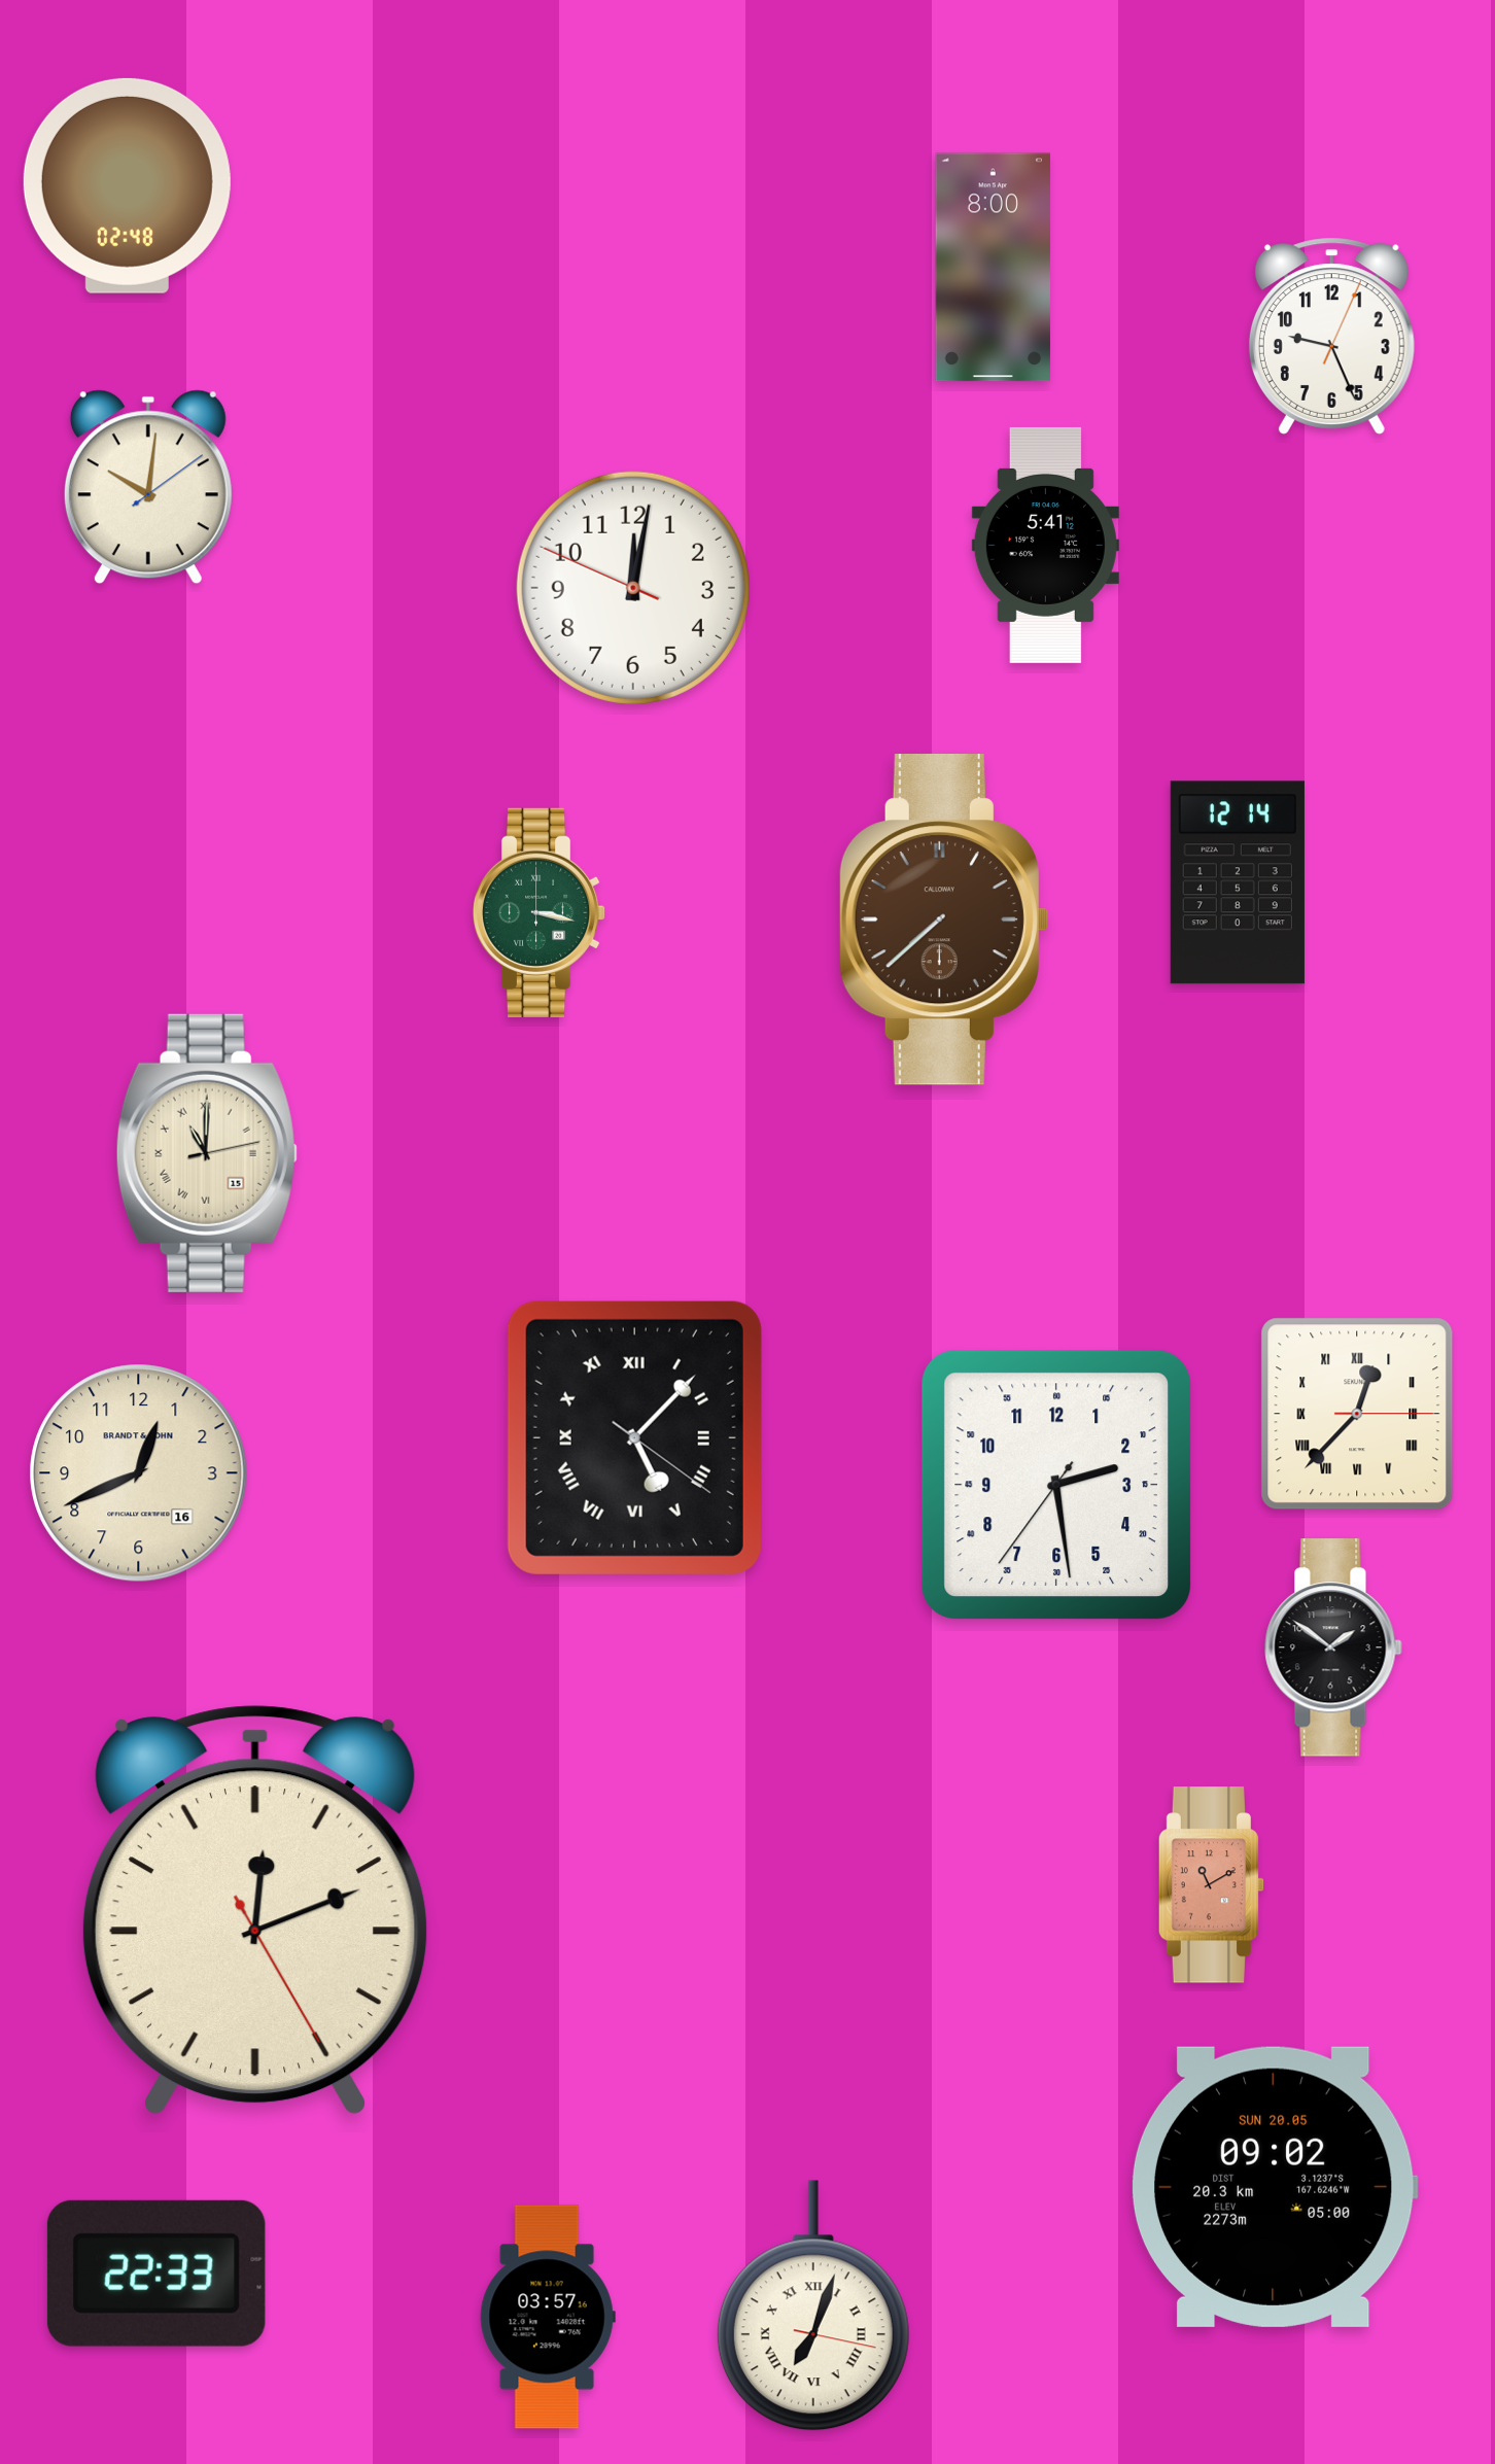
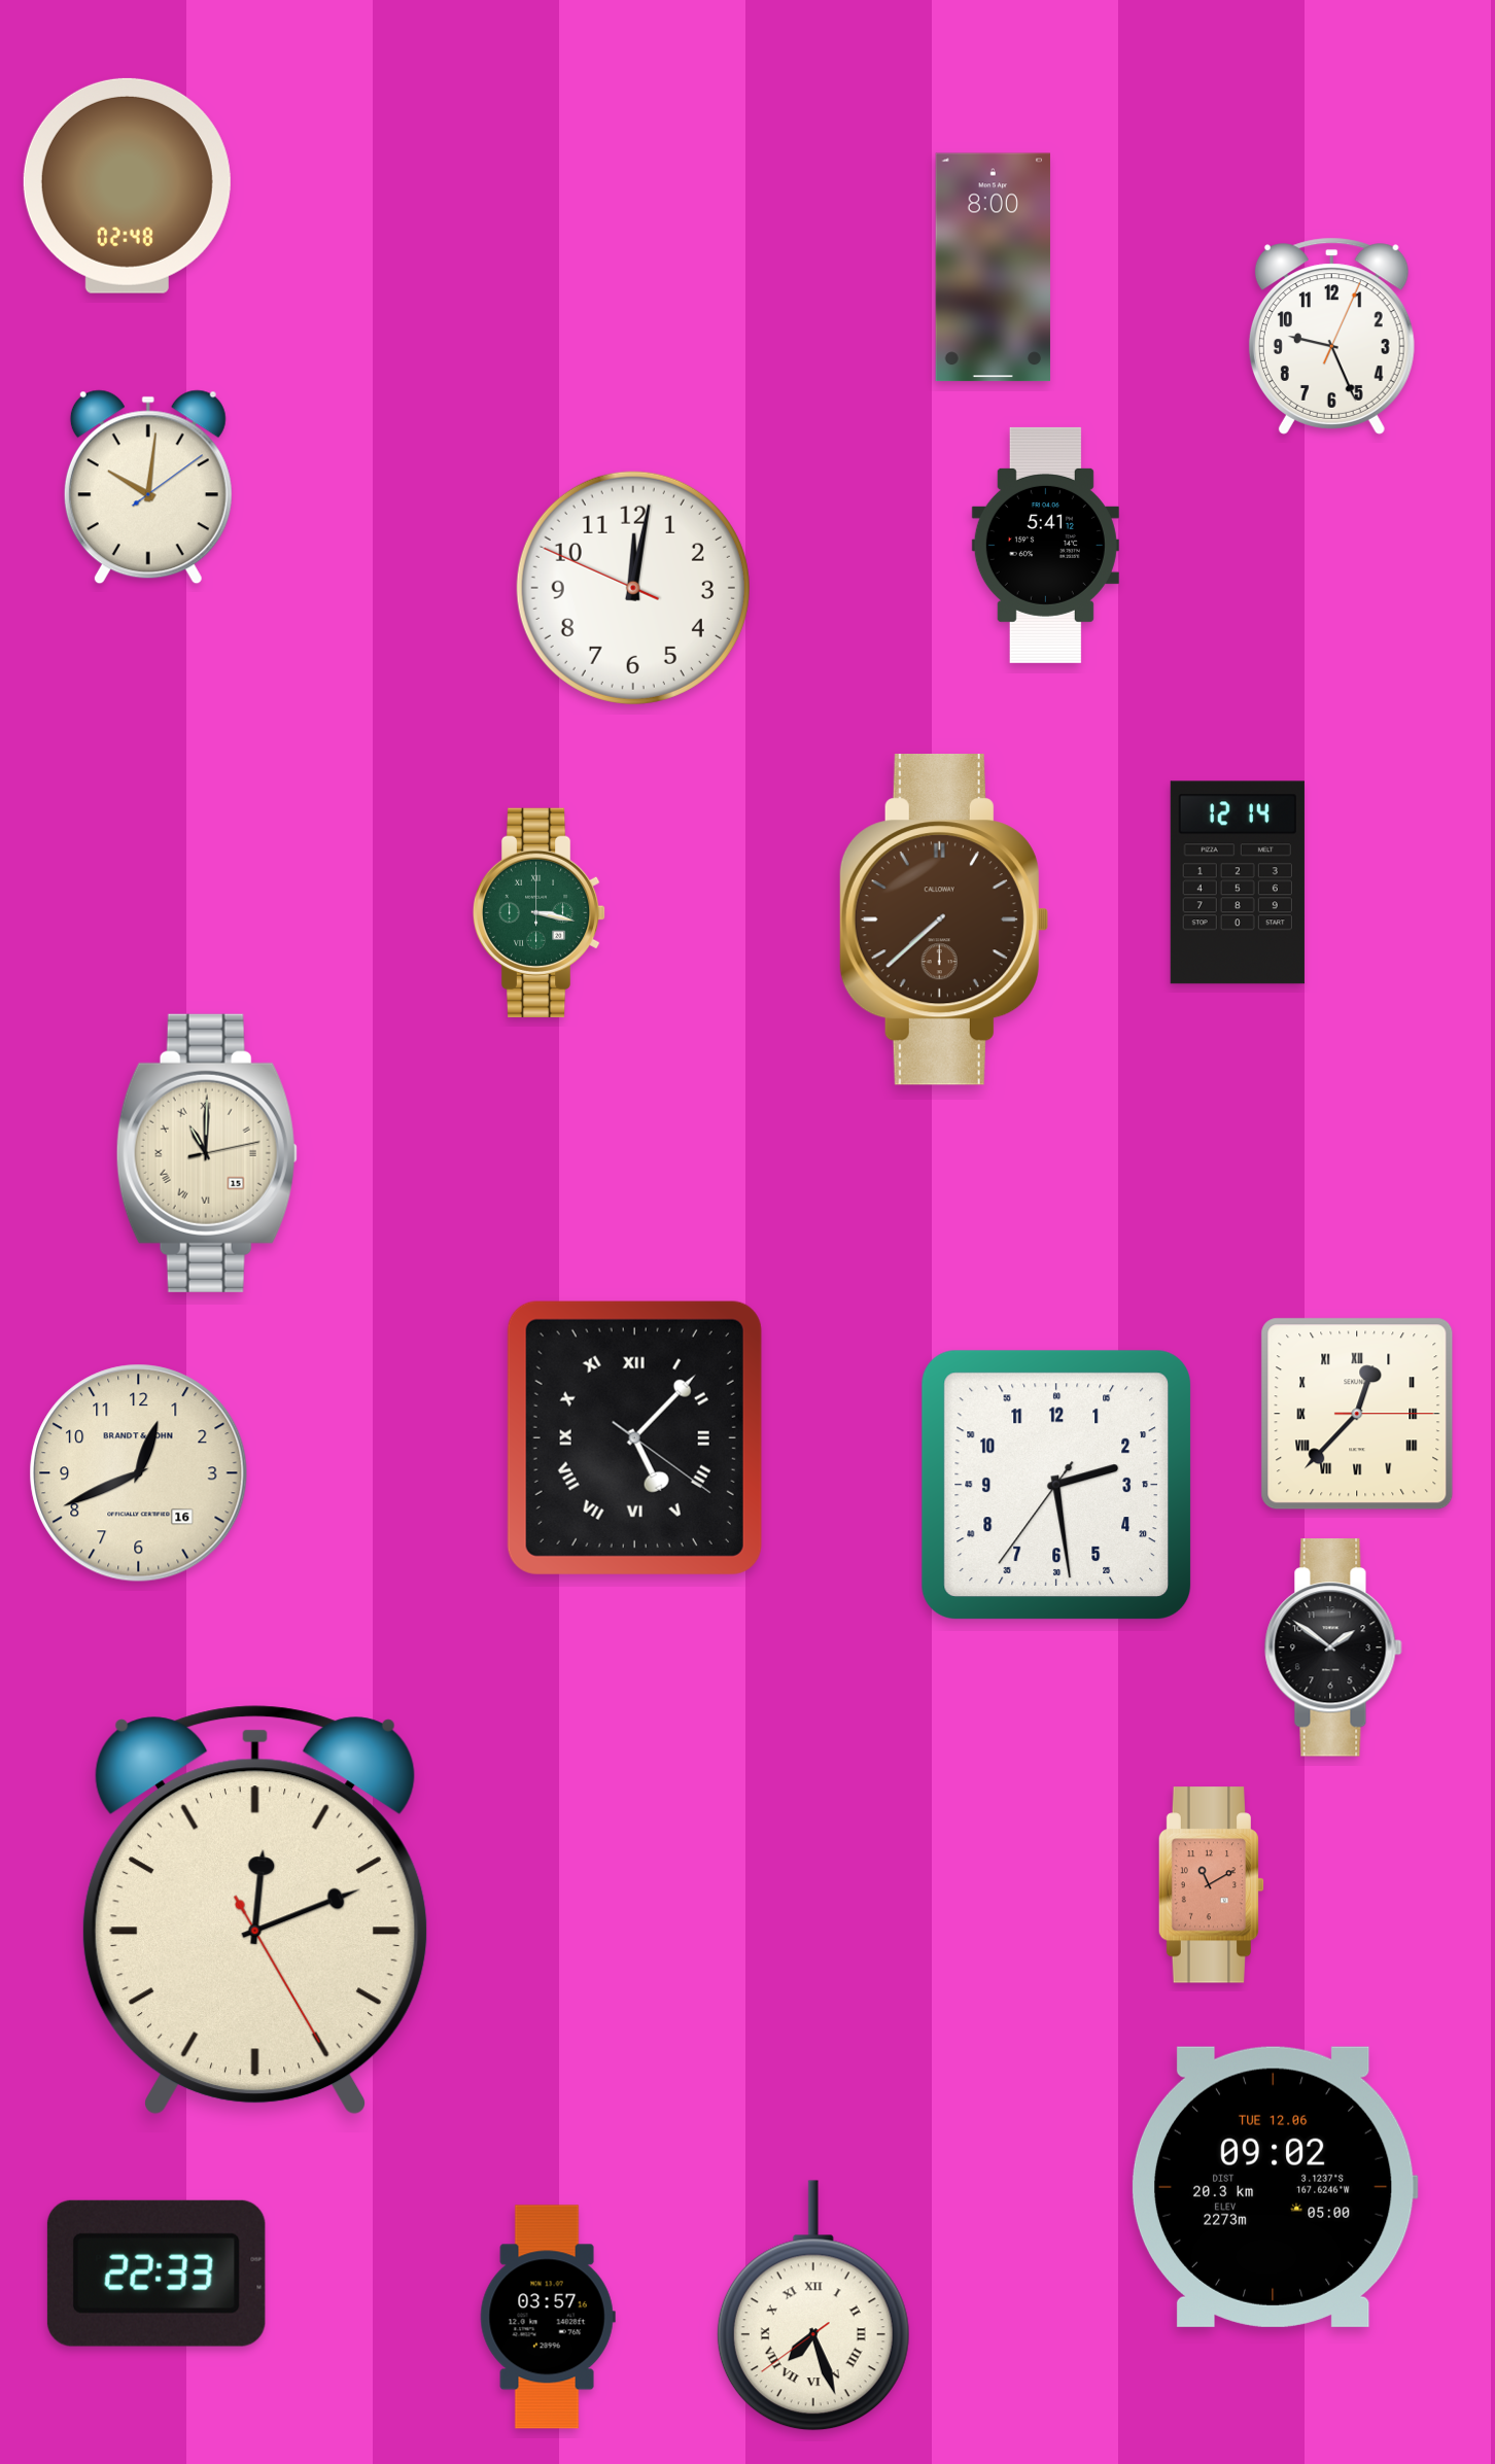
clock at (1275, 2187) date: SUN 20.05 -> TUE 12.06
clock at (813, 2305): 7:03 -> 7:26
